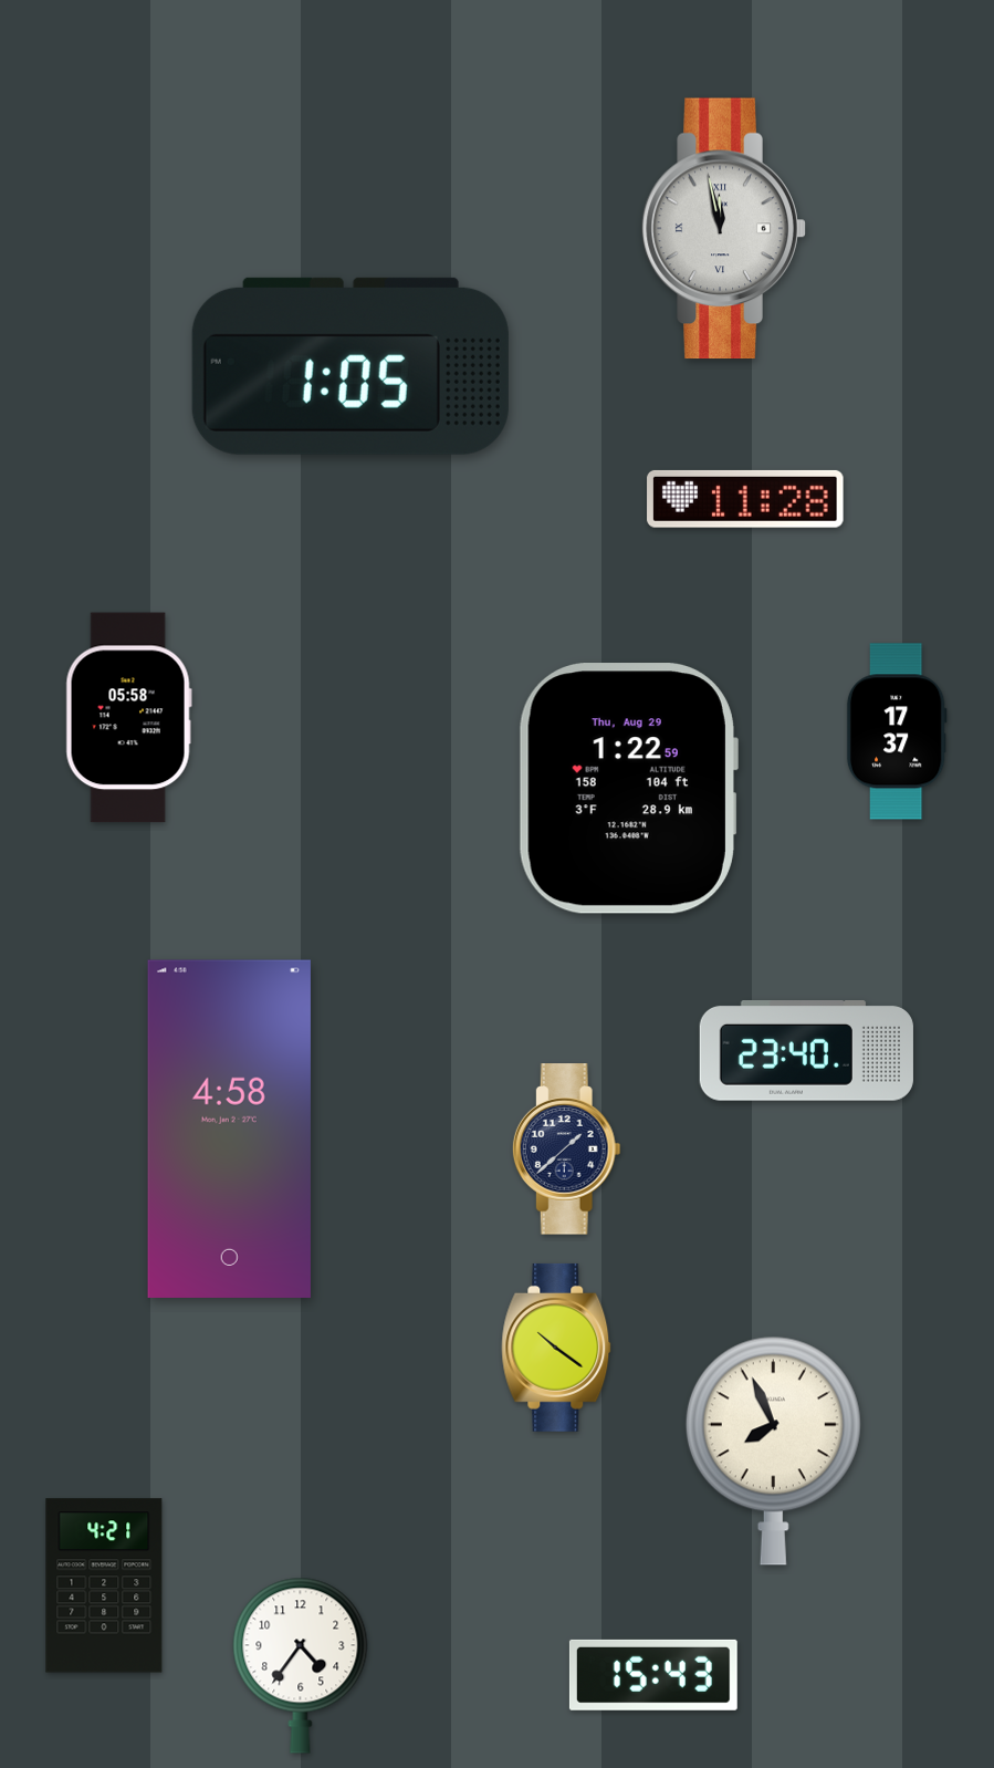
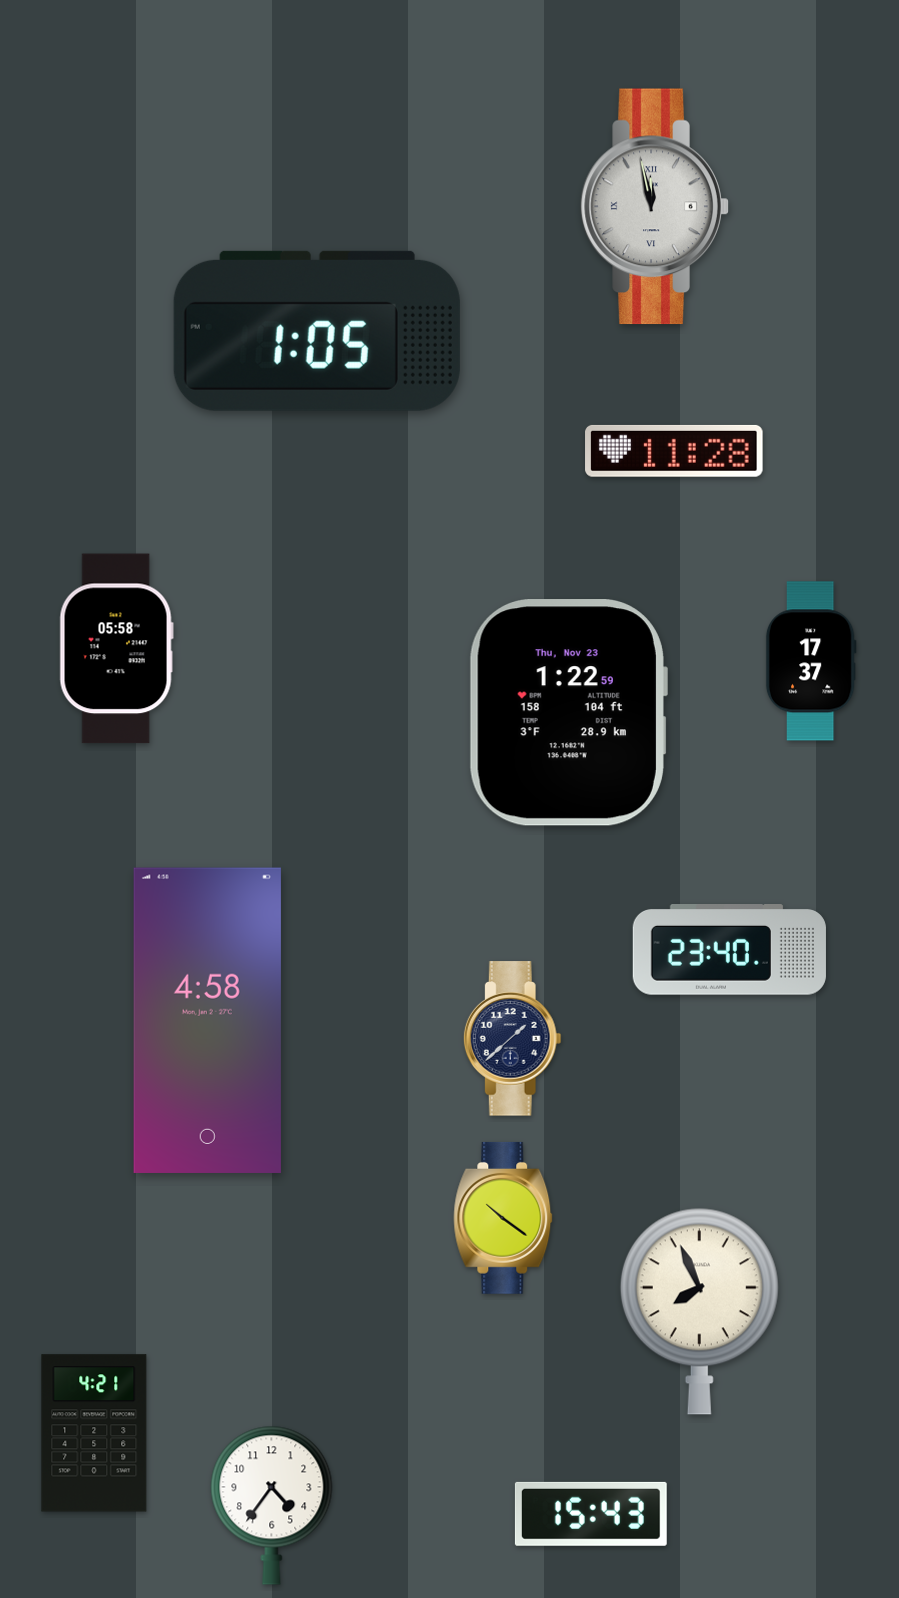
clock at (628, 789) date: Thu, Aug 29 -> Thu, Nov 23
